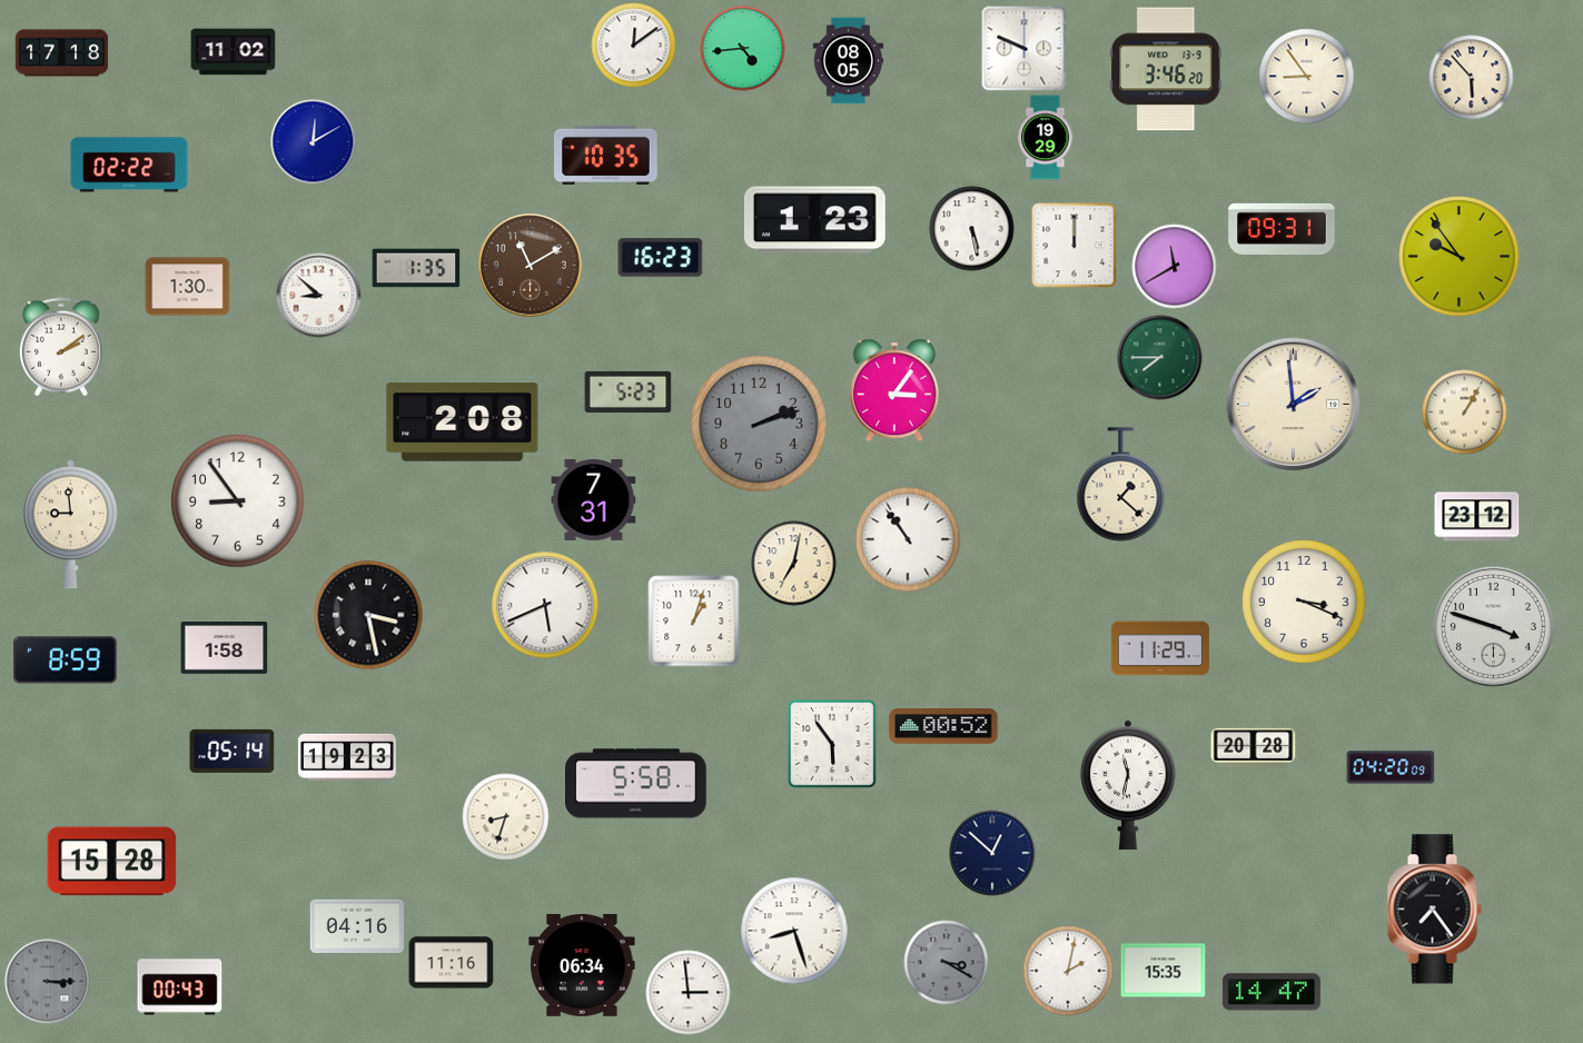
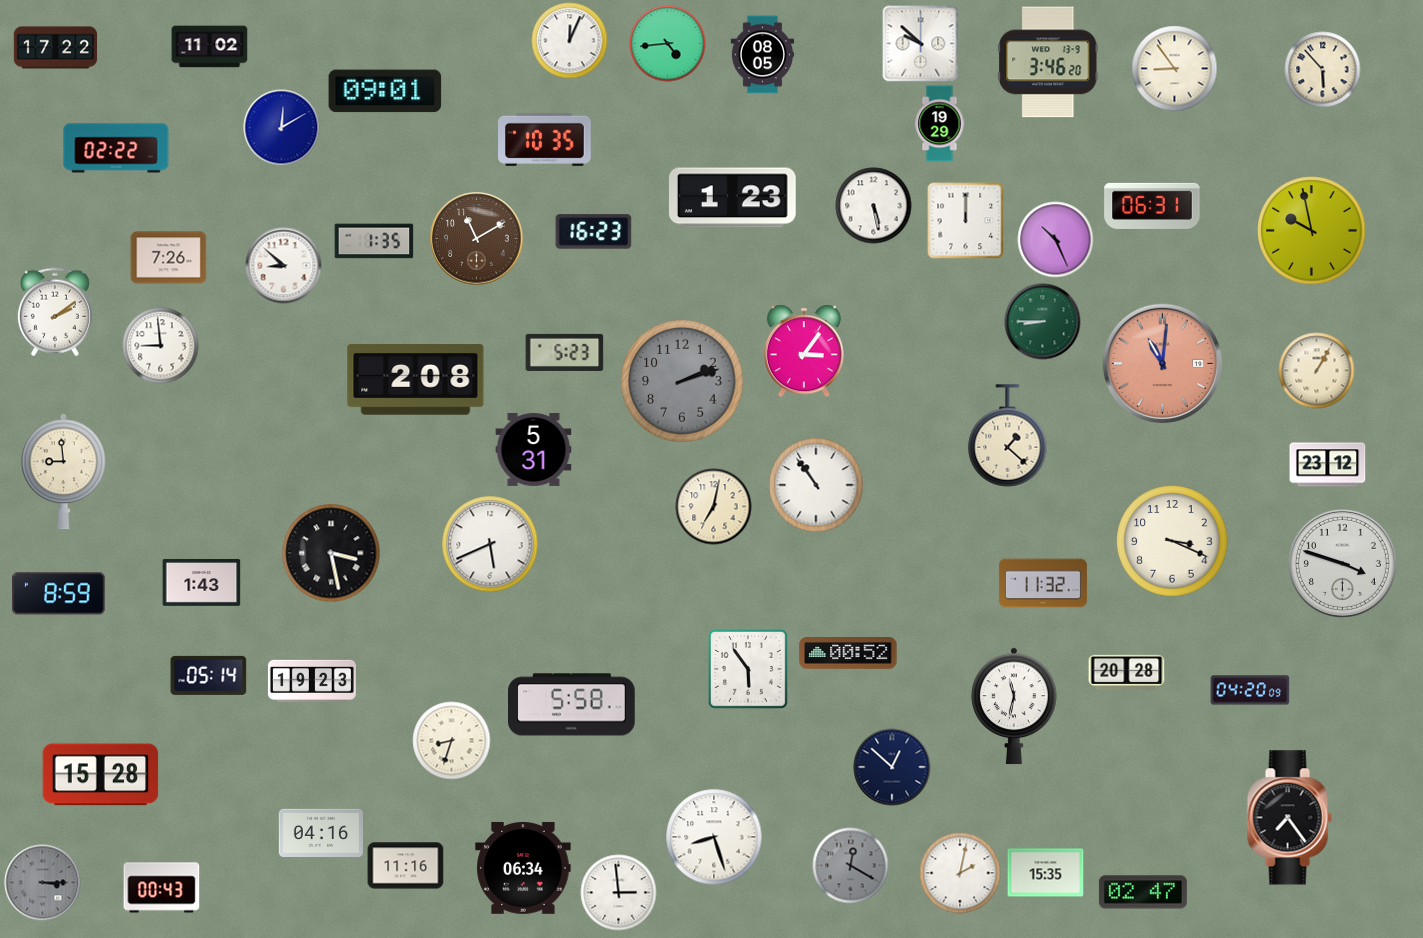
clock at (634, 46): 12:09 -> 12:04
clock at (1025, 49): 9:49 -> 9:52
clock at (62, 53): 17:18 -> 17:22
clock at (385, 91): none -> 09:01
clock at (1282, 229): 09:31 -> 06:31
clock at (1460, 257): 9:54 -> 9:58
clock at (1175, 267): 11:40 -> 10:26
clock at (188, 287): 1:30 -> 7:26
clock at (319, 296) position: (319, 296) -> (284, 266)
clock at (1160, 358): 7:45 -> 8:45
clock at (161, 346): none -> 8:59
clock at (1293, 404): 1:59 -> 11:01
clock at (1293, 404) dial: cream -> salmon
clock at (594, 499): 7:31 -> 5:31
clock at (238, 501): 8:54 -> none
clock at (694, 622): 1:03 -> none
clock at (225, 647): 1:58 -> 1:43
clock at (1160, 648): 11:29 -> 11:32
clock at (506, 817) position: (506, 817) -> (452, 741)
clock at (947, 963): 3:20 -> 12:20
clock at (1272, 992): 14:47 -> 02:47
